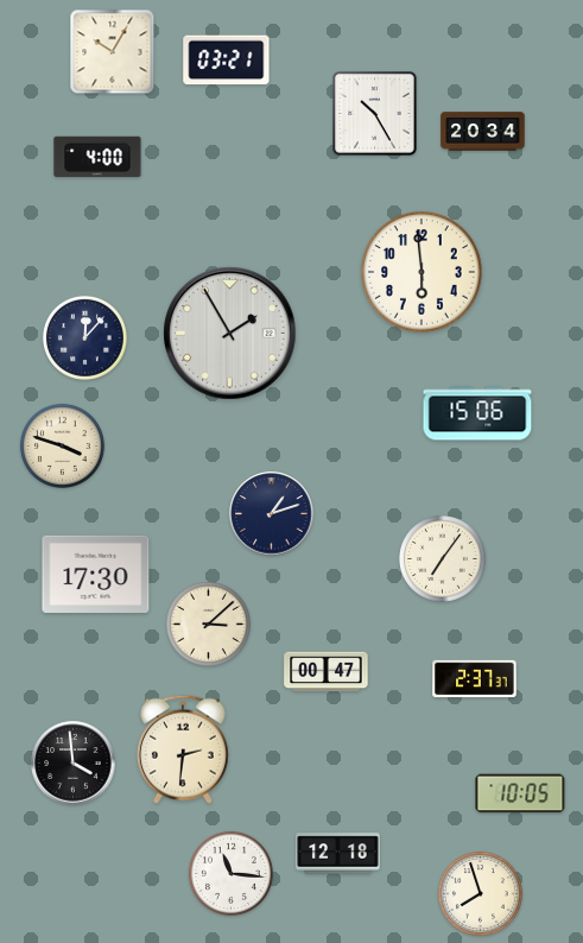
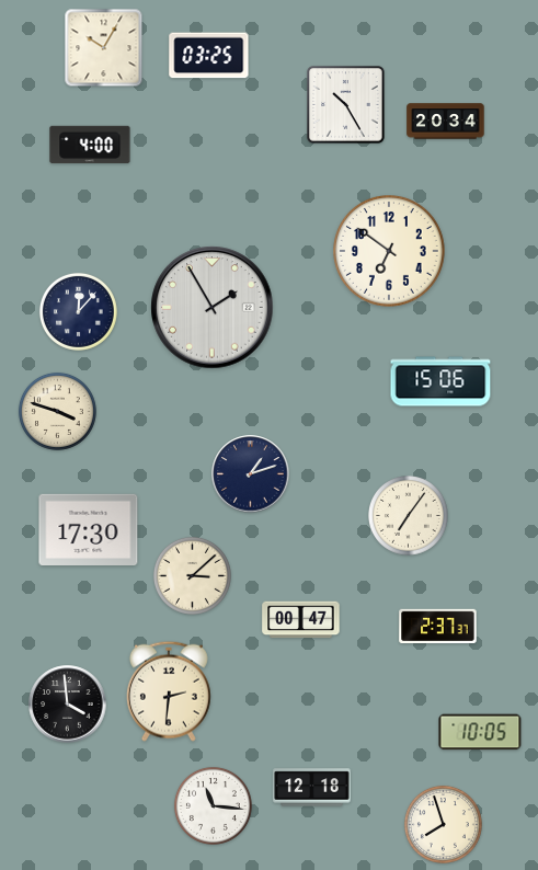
clock at (227, 61): 03:21 -> 03:25
clock at (423, 273): 5:59 -> 6:51
